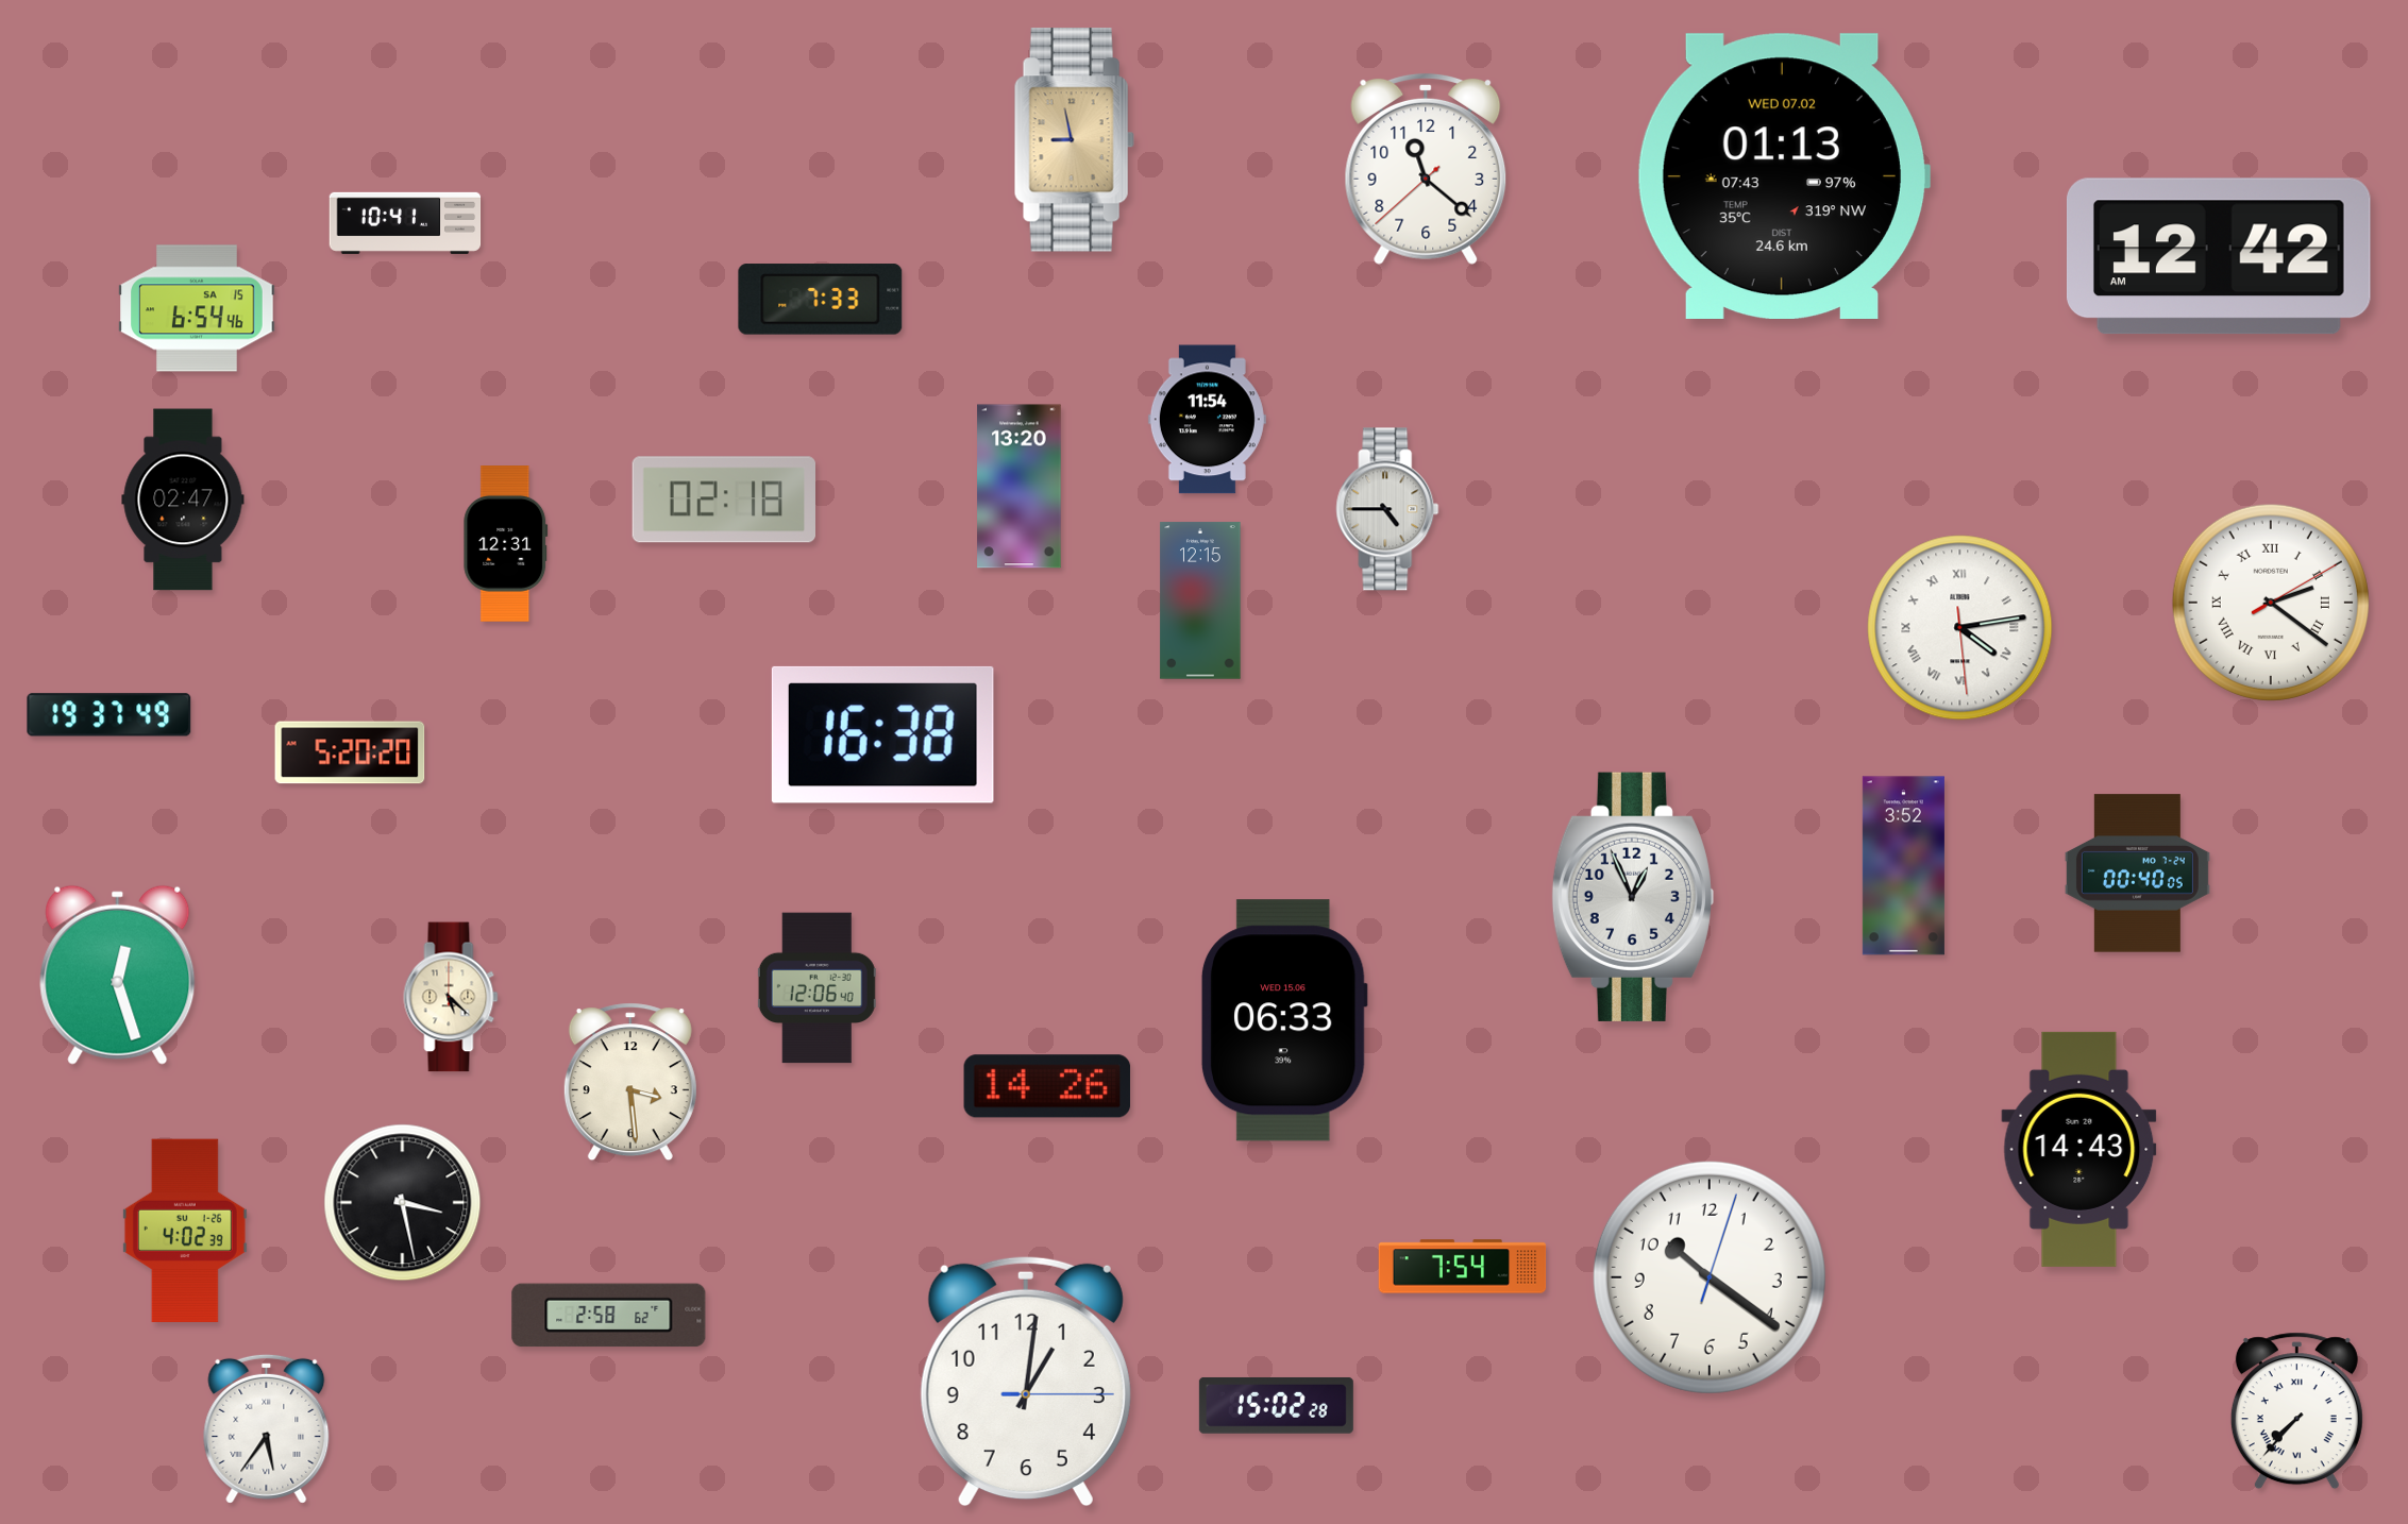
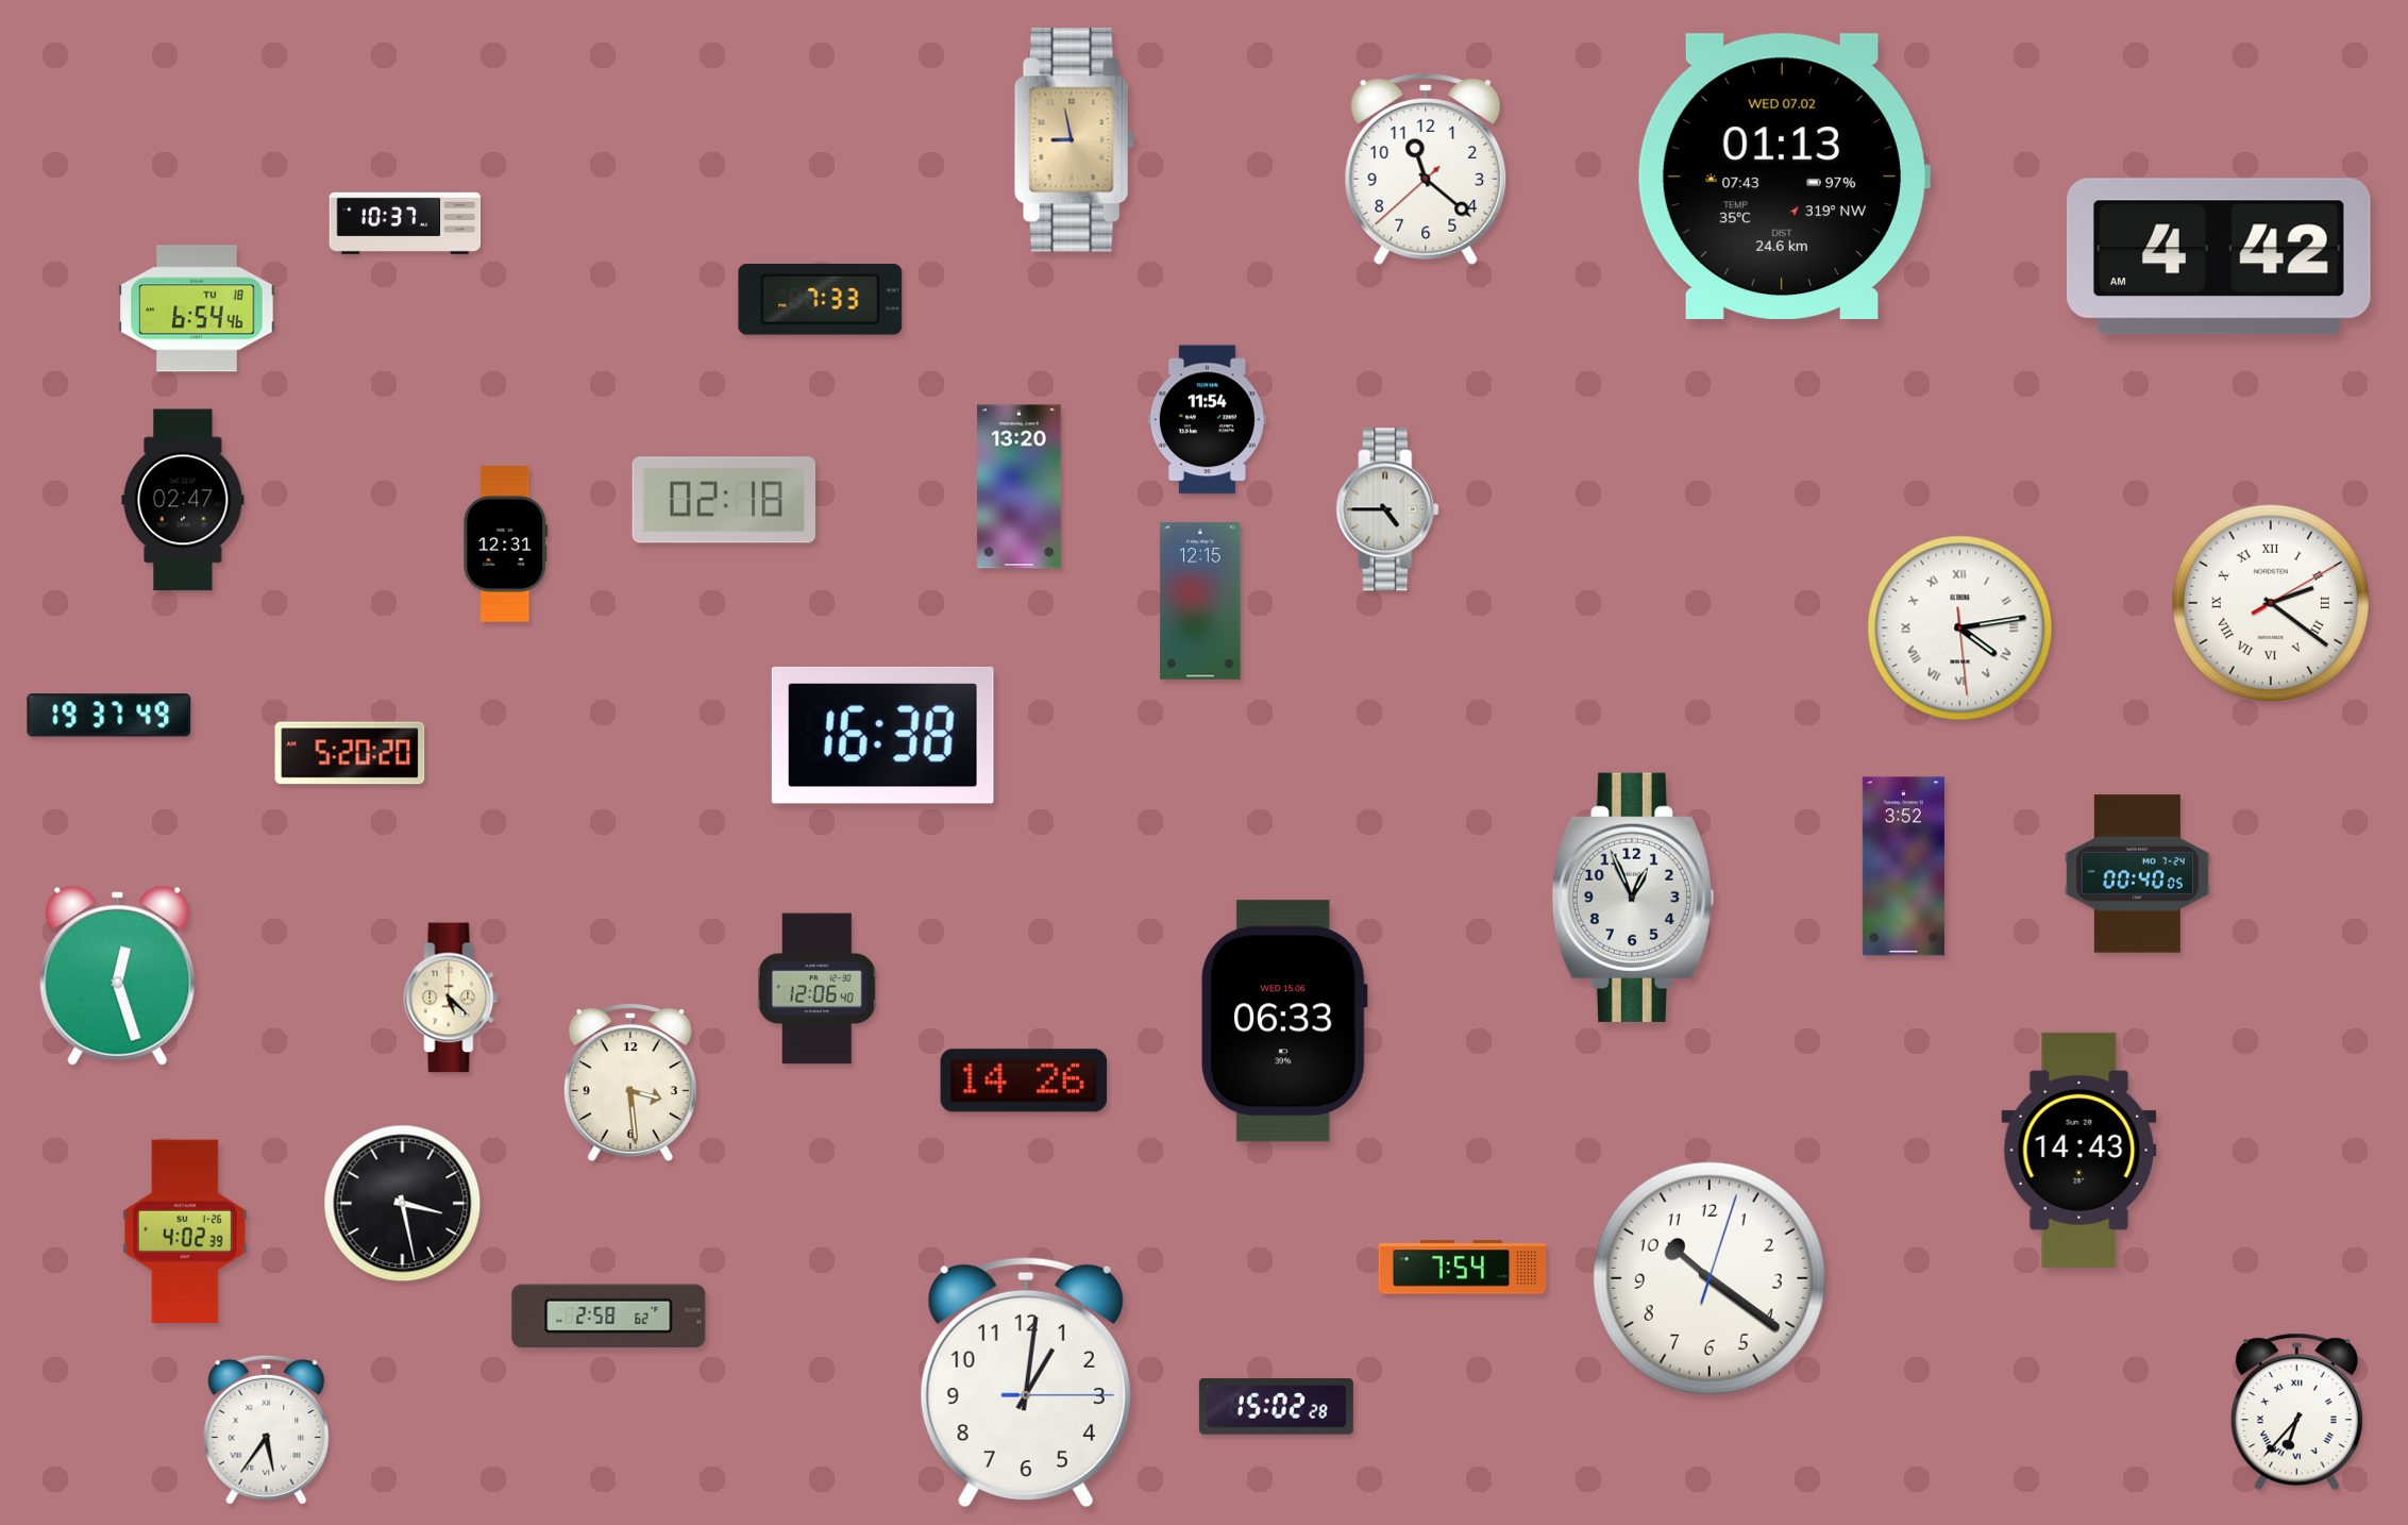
clock at (405, 223): 10:41 -> 10:37
clock at (2219, 256): 12:42 -> 4:42
clock at (197, 308) date: SA 15 -> TU 18
clock at (1047, 1086) position: (1047, 1086) -> (1024, 1080)
clock at (2296, 1411): 7:37 -> 6:37
